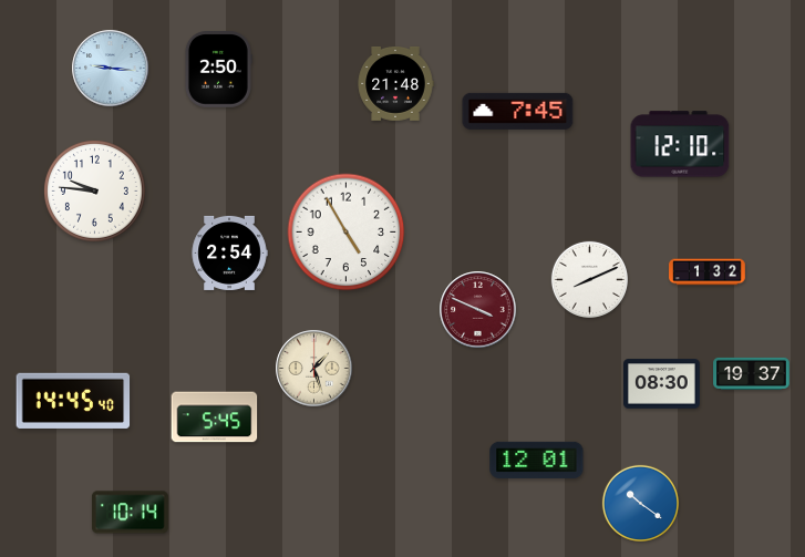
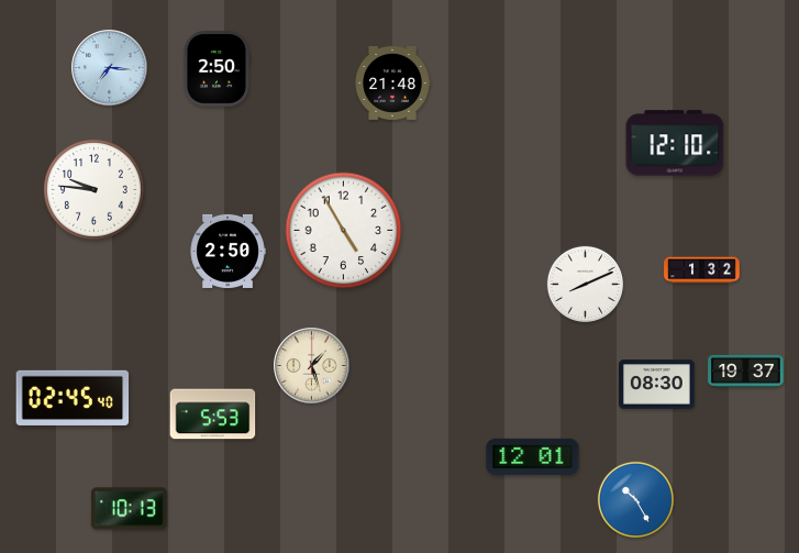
clock at (111, 69): 9:16 -> 7:16
clock at (518, 111): 7:45 -> none
clock at (229, 252): 2:54 -> 2:50
clock at (589, 279) position: (589, 279) -> (585, 284)
clock at (478, 310): 3:49 -> none
clock at (662, 384) position: (662, 384) -> (657, 385)
clock at (73, 401): 14:45 -> 02:45
clock at (215, 417): 5:45 -> 5:53
clock at (640, 503): 10:21 -> 10:25
clock at (130, 513): 10:14 -> 10:13
